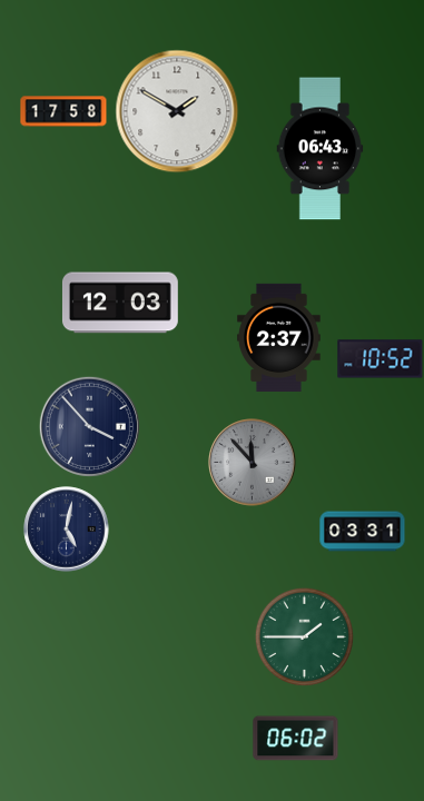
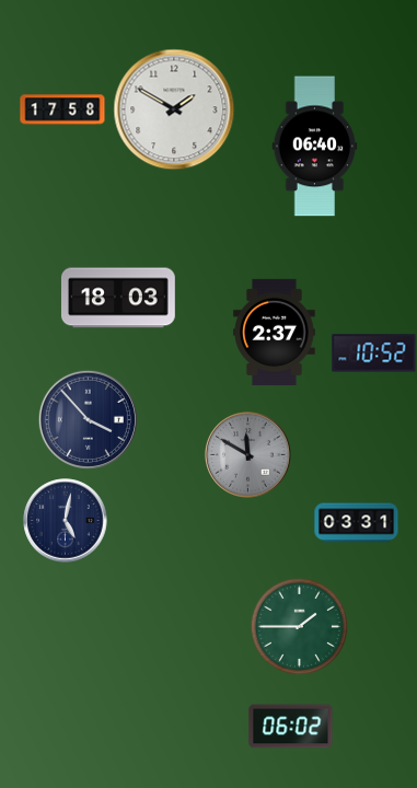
clock at (321, 149): 06:43 -> 06:40
clock at (120, 303): 12:03 -> 18:03
clock at (253, 463): 11:53 -> 11:50
